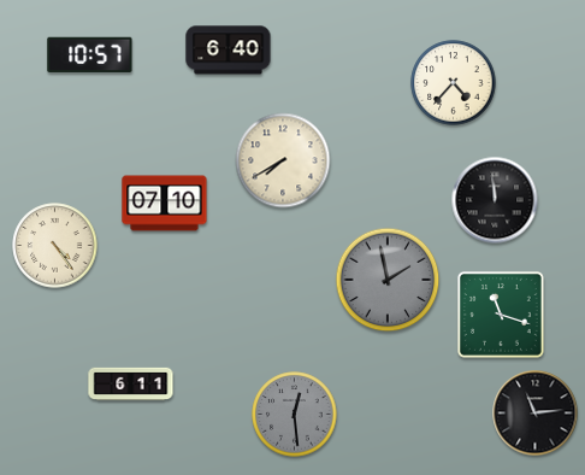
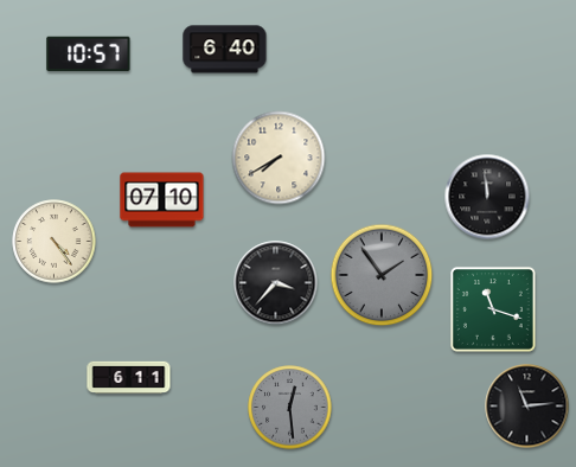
clock at (454, 83): 4:37 -> none
clock at (388, 280): 1:58 -> 1:54
clock at (276, 283): none -> 3:37
